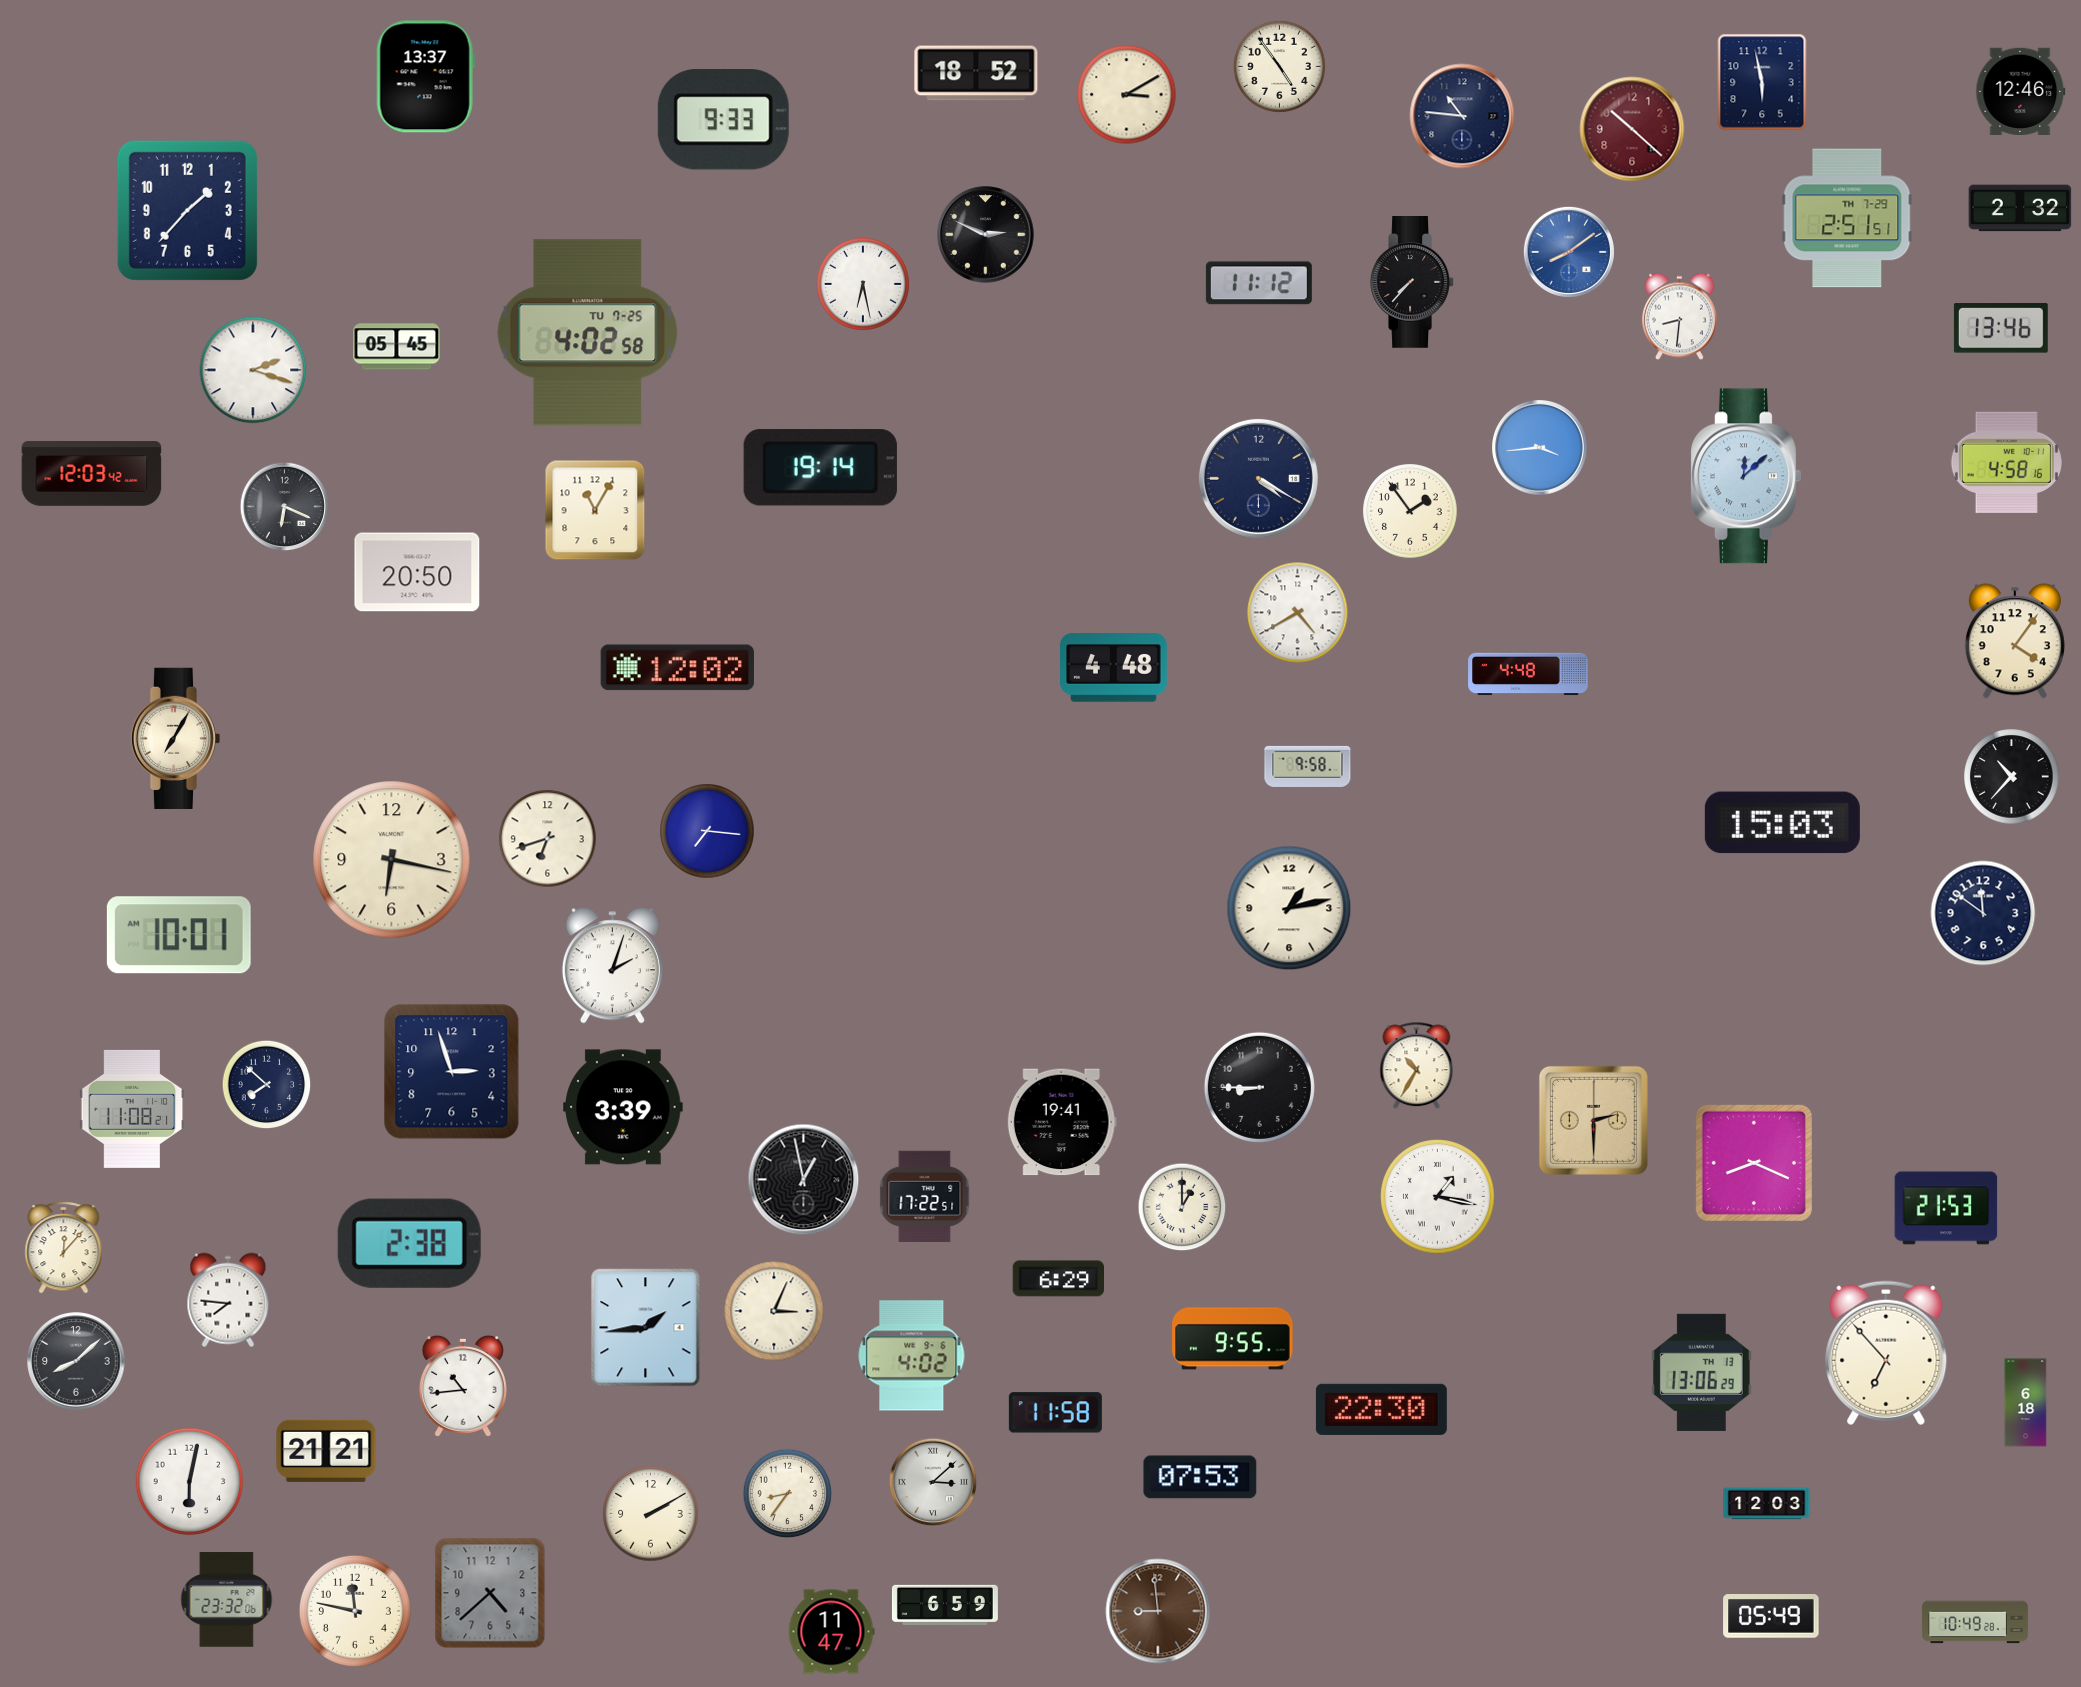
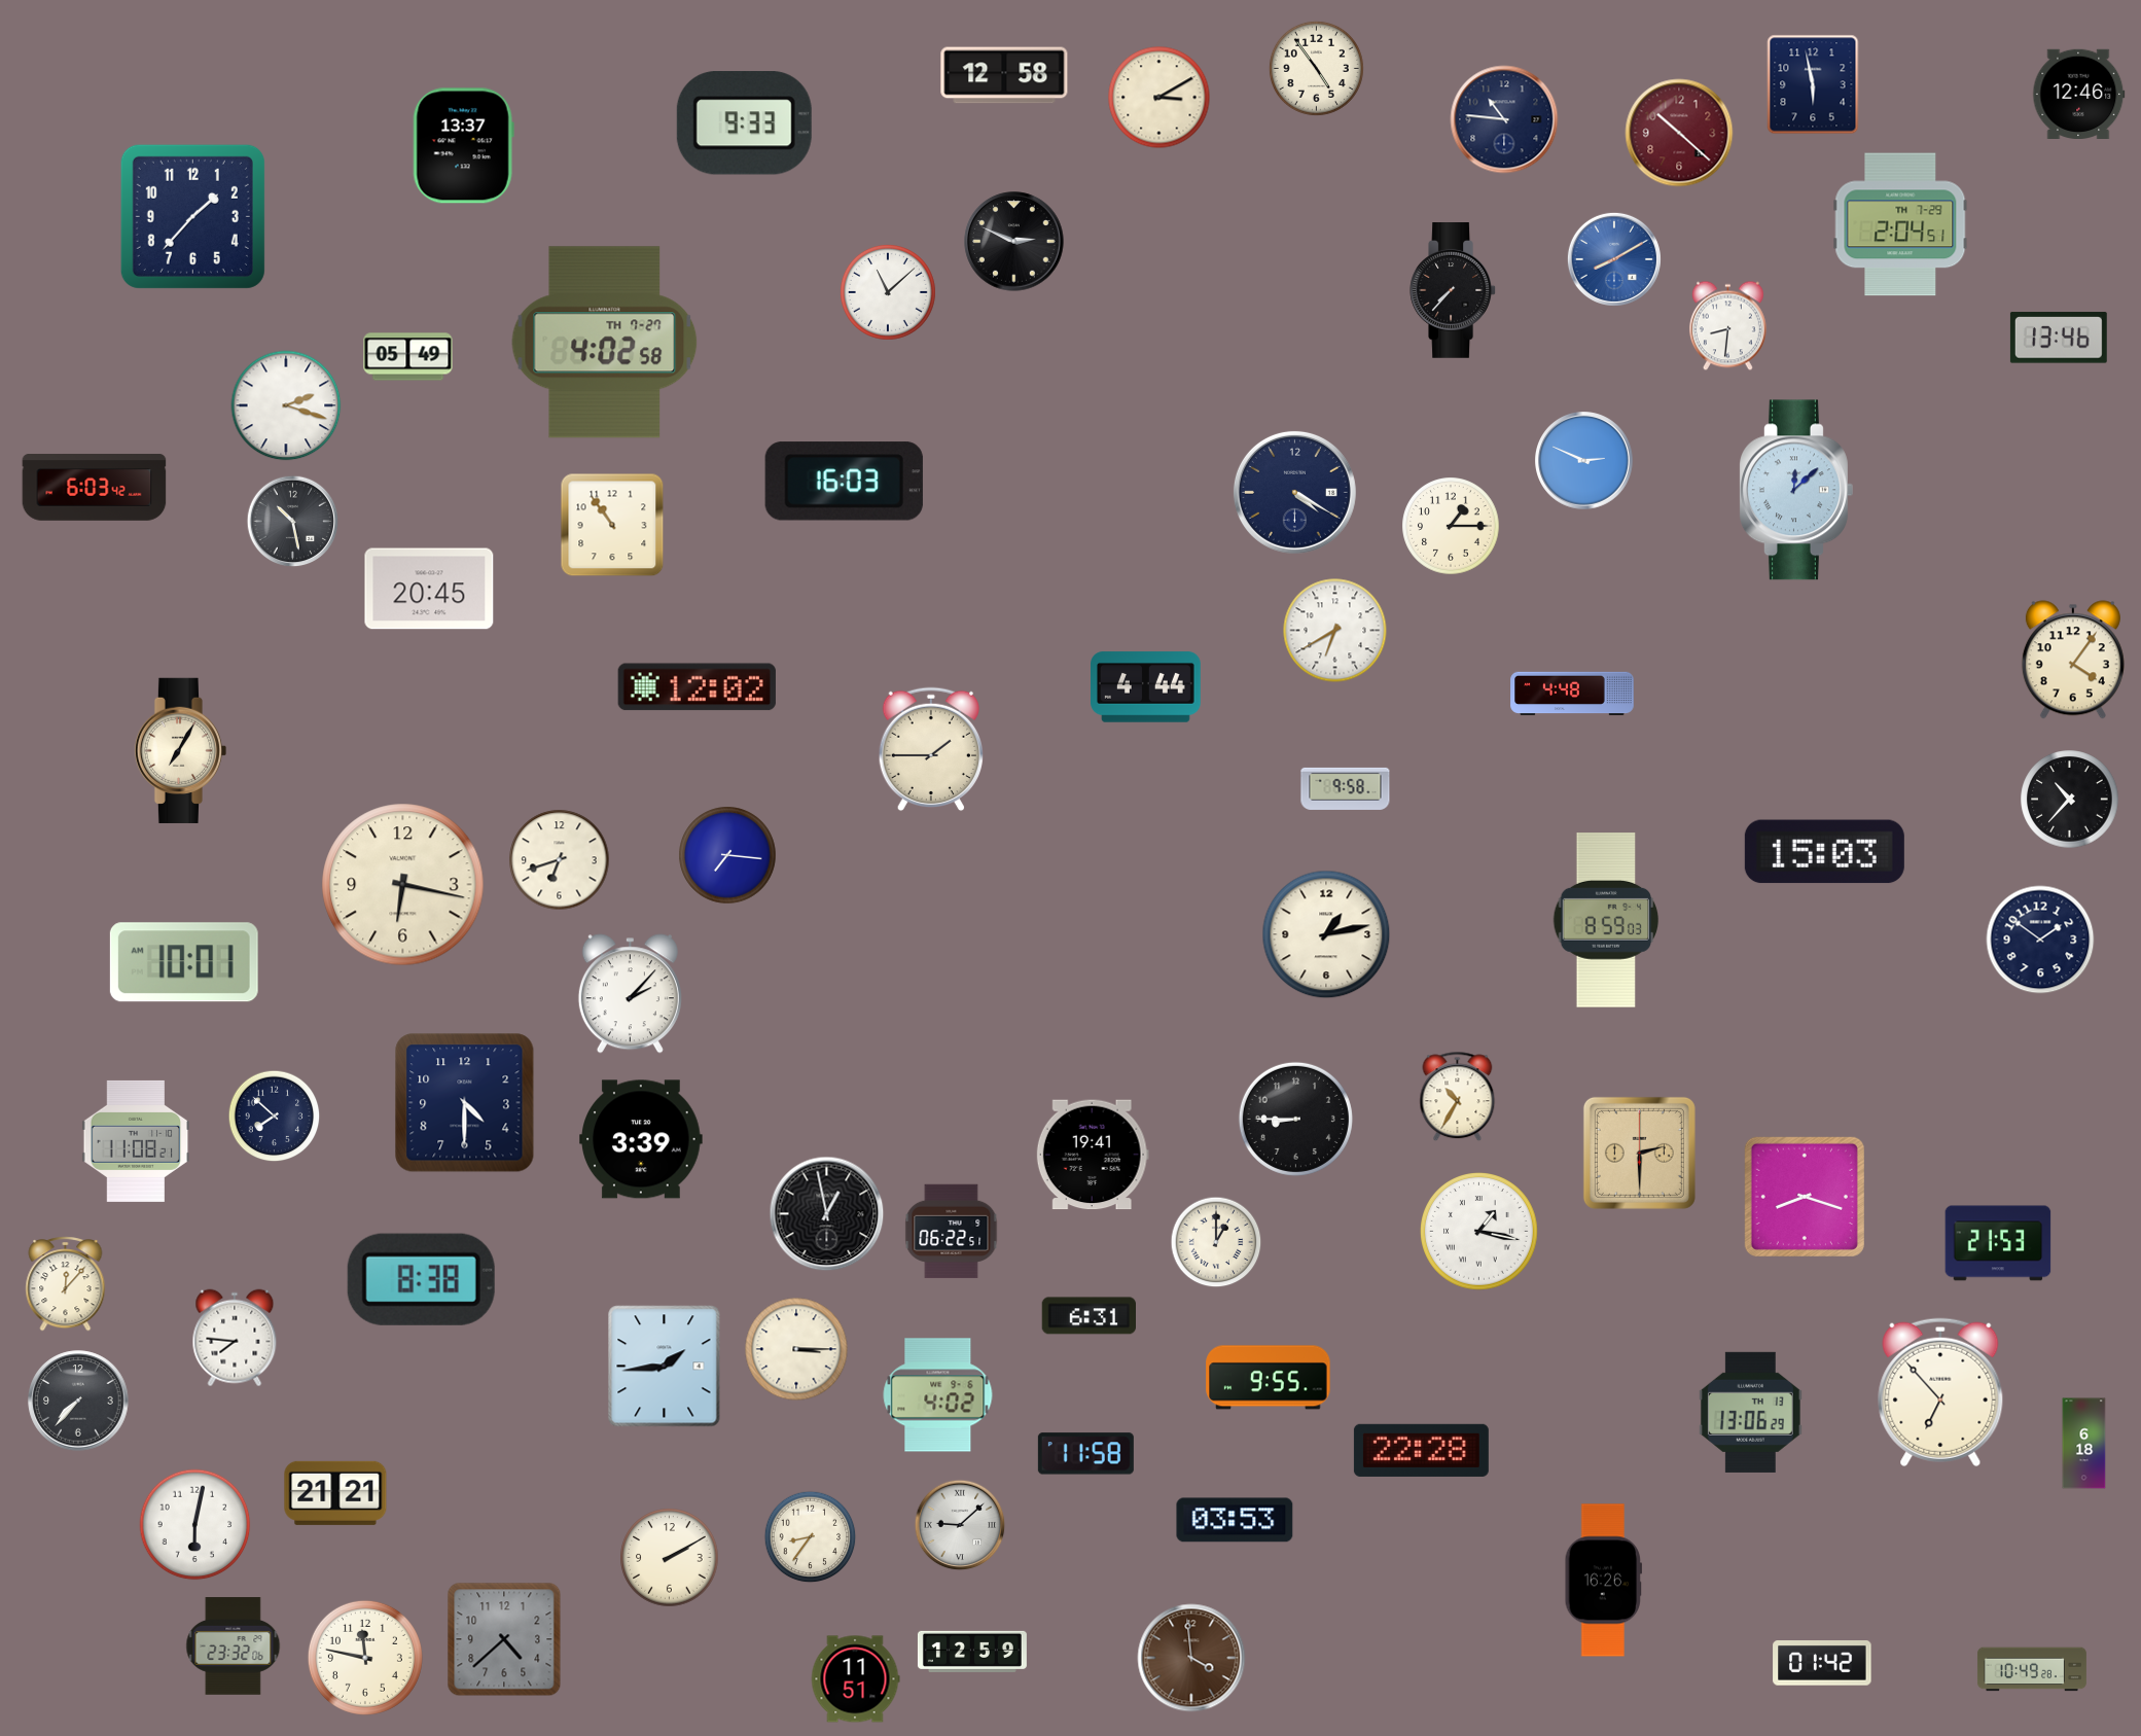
clock at (976, 73): 18:52 -> 12:58
clock at (425, 77) position: (425, 77) -> (463, 146)
clock at (2020, 208): 2:32 -> none
clock at (1847, 218): 2:51 -> 2:04
clock at (1569, 252): 8:09 -> 8:10
clock at (1259, 283): 11:12 -> none
clock at (863, 284): 6:28 -> 11:08
clock at (588, 333) date: TU 7-25 -> TH 7-27
clock at (397, 347): 05:45 -> 05:49
clock at (253, 370) position: (253, 370) -> (286, 405)
clock at (1540, 448): 3:44 -> 2:49
clock at (2006, 462): 4:58 -> none
clock at (820, 468): 19:14 -> 16:03
clock at (92, 474): 12:03 -> 6:03
clock at (285, 507): 6:19 -> 10:28
clock at (595, 510): 11:05 -> 10:54
clock at (1410, 511): 1:54 -> 1:15
clock at (417, 572): 20:50 -> 20:45
clock at (1298, 613): 4:40 -> 6:40
clock at (1114, 668): 4:48 -> 4:44
clock at (930, 749): none -> 1:45
clock at (175, 738) position: (175, 738) -> (180, 750)
clock at (1782, 823) position: (1782, 823) -> (1824, 852)
clock at (548, 839) position: (548, 839) -> (560, 860)
clock at (1606, 920): none -> 8:59
clock at (1983, 913): 11:51 -> 1:51
clock at (612, 966): 2:03 -> 2:07
clock at (452, 1072): 2:57 -> 4:30
clock at (1754, 1163): 8:19 -> 8:18
clock at (925, 1197): 17:22 -> 06:22
clock at (1946, 1208) position: (1946, 1208) -> (1998, 1243)
clock at (409, 1243): 2:38 -> 8:38
clock at (1058, 1279): 6:29 -> 6:31
clock at (774, 1311): 3:04 -> 3:15
clock at (76, 1361): 8:08 -> 7:37
clock at (463, 1386): 10:44 -> none
clock at (1381, 1409): 22:30 -> 22:28
clock at (1200, 1477): 07:53 -> 03:53
clock at (933, 1482): 3:08 -> 9:08
clock at (1767, 1504): 12:03 -> none
clock at (1603, 1581): none -> 16:26
clock at (945, 1605): 6:59 -> 12:59
clock at (1158, 1611): 8:59 -> 3:59
clock at (1771, 1617): 05:49 -> 01:42
clock at (831, 1632): 11:47 -> 11:51
